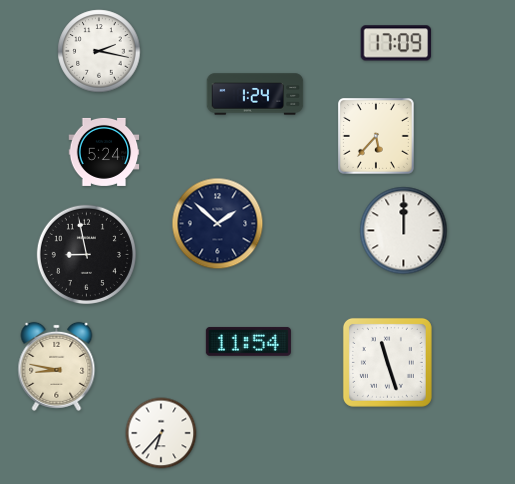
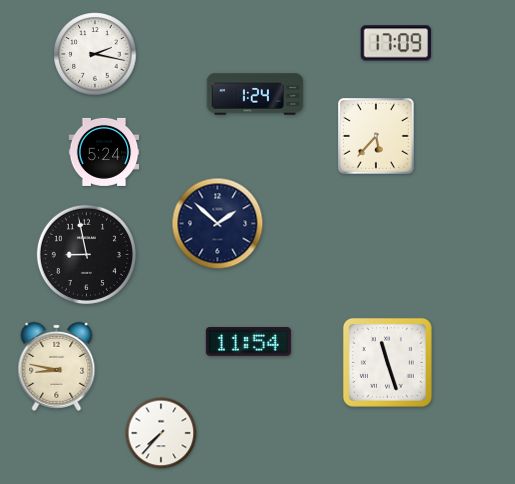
clock at (99, 51) position: (99, 51) -> (95, 54)
clock at (404, 231): 12:00 -> none
clock at (161, 433): 6:37 -> 7:37
